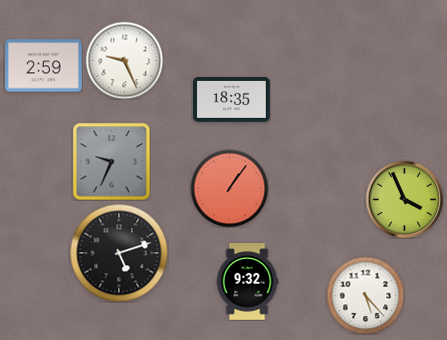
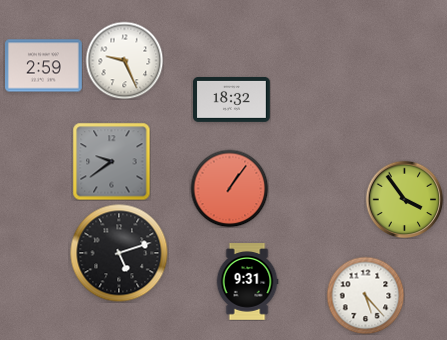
clock at (232, 99): 18:35 -> 18:32
clock at (111, 161): 9:34 -> 9:39
clock at (404, 199): 3:56 -> 3:54
clock at (247, 282): 9:32 -> 9:31
